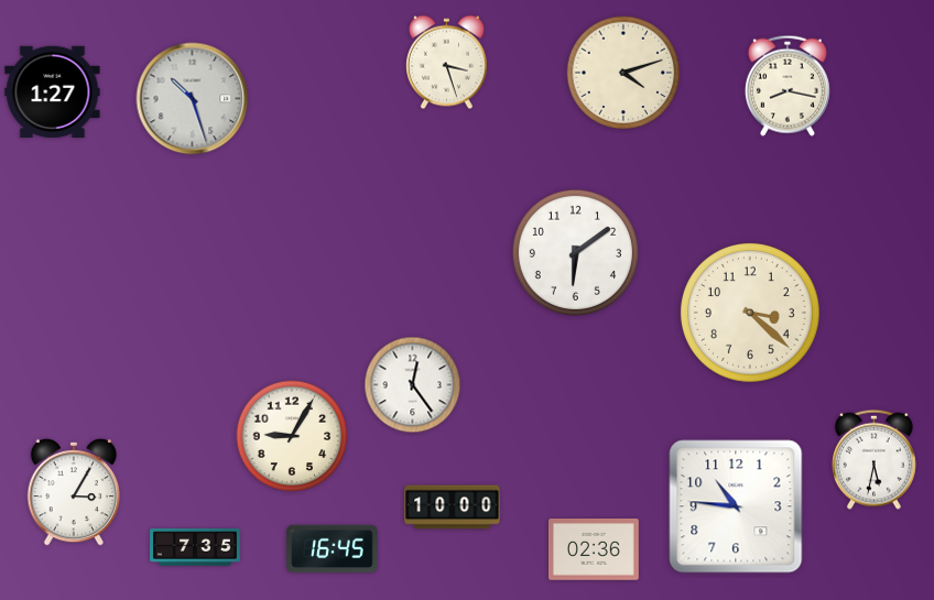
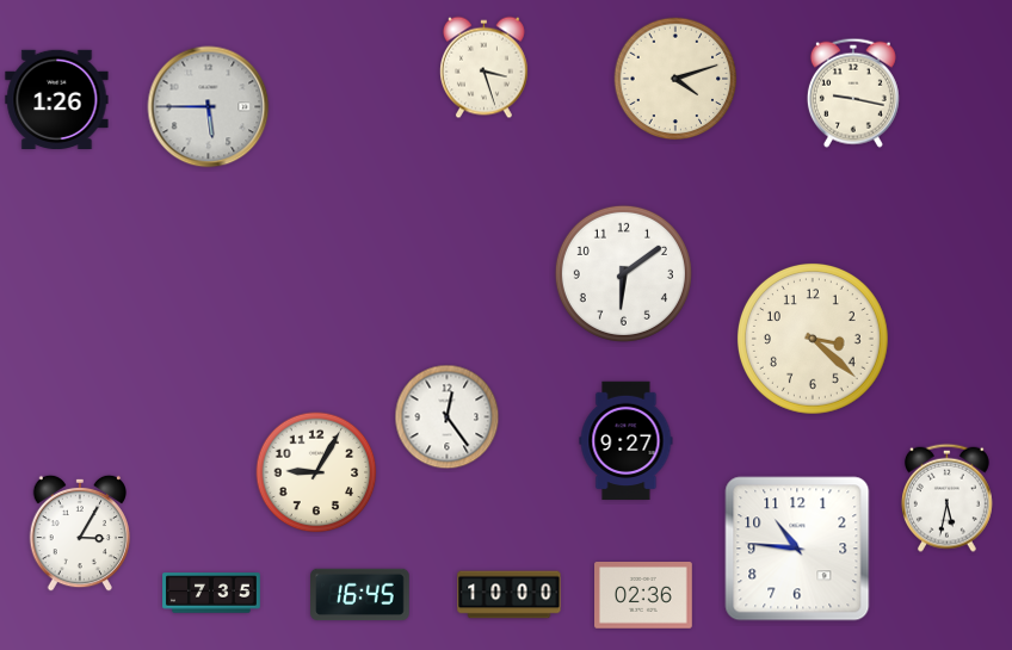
clock at (788, 86): 8:17 -> 9:17
clock at (53, 91): 1:27 -> 1:26
clock at (193, 99): 10:27 -> 5:45
clock at (627, 441): none -> 9:27
clock at (453, 508) position: (453, 508) -> (510, 595)
